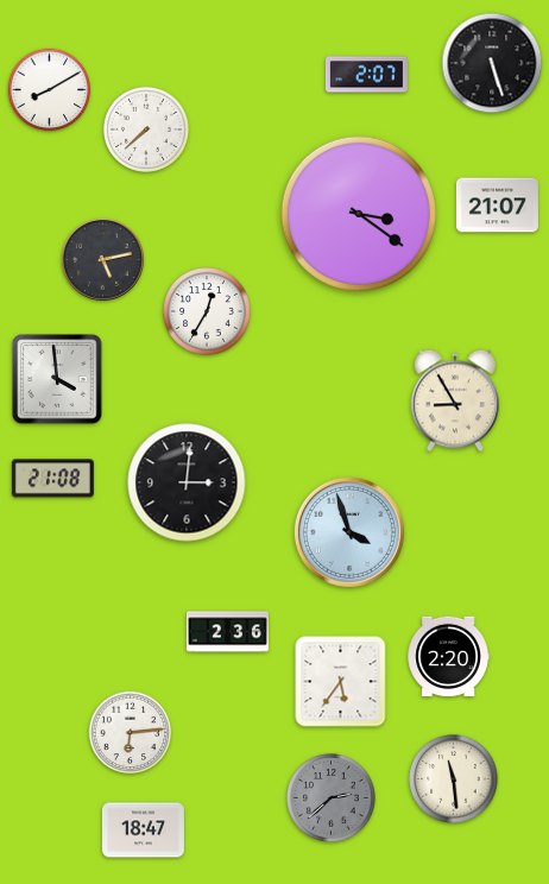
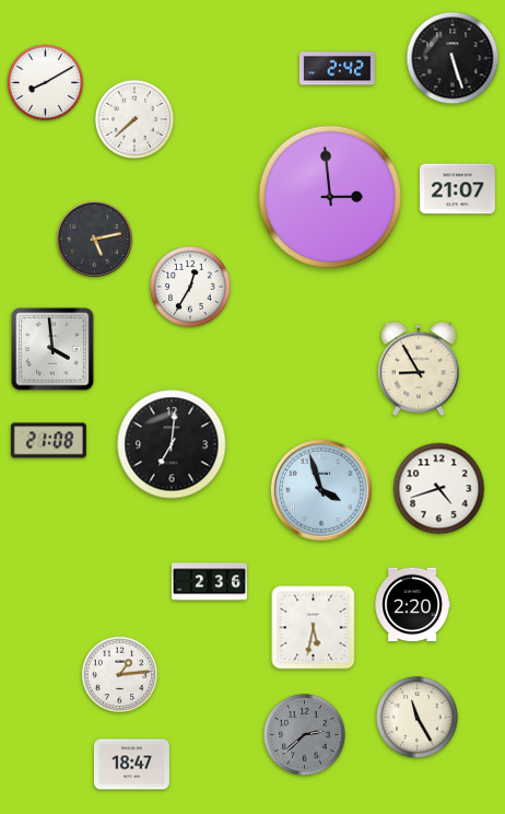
clock at (366, 75): 2:07 -> 2:42
clock at (358, 213): 3:21 -> 2:59
clock at (187, 482): 3:01 -> 7:01
clock at (439, 489): none -> 4:42
clock at (341, 682): 5:36 -> 5:32
clock at (131, 733): 6:14 -> 1:14
clock at (454, 779): 11:29 -> 11:25
